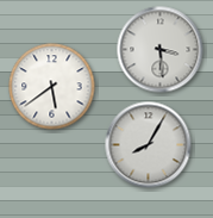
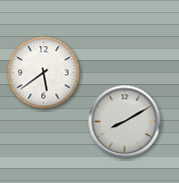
clock at (161, 50): 3:29 -> none
clock at (149, 145): 8:05 -> 8:10
